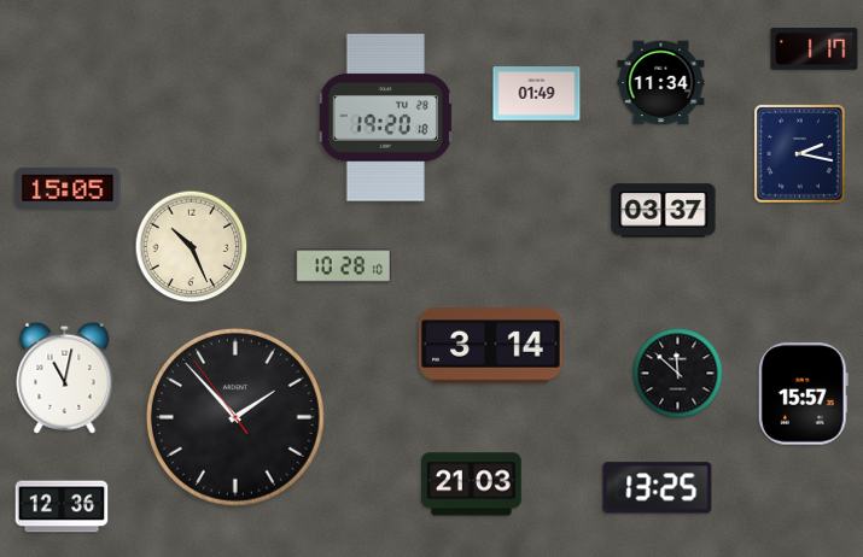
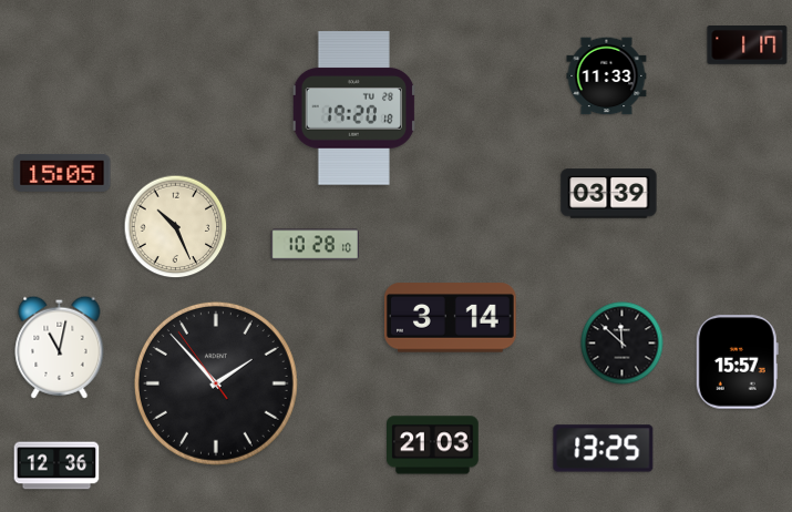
clock at (661, 83): 11:34 -> 11:33
clock at (537, 94): 01:49 -> none
clock at (800, 154): 2:17 -> none
clock at (664, 211): 03:37 -> 03:39
